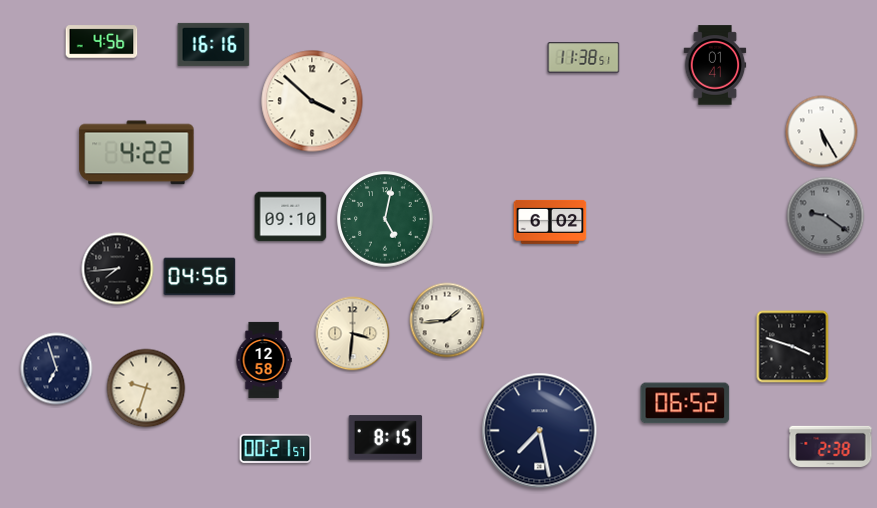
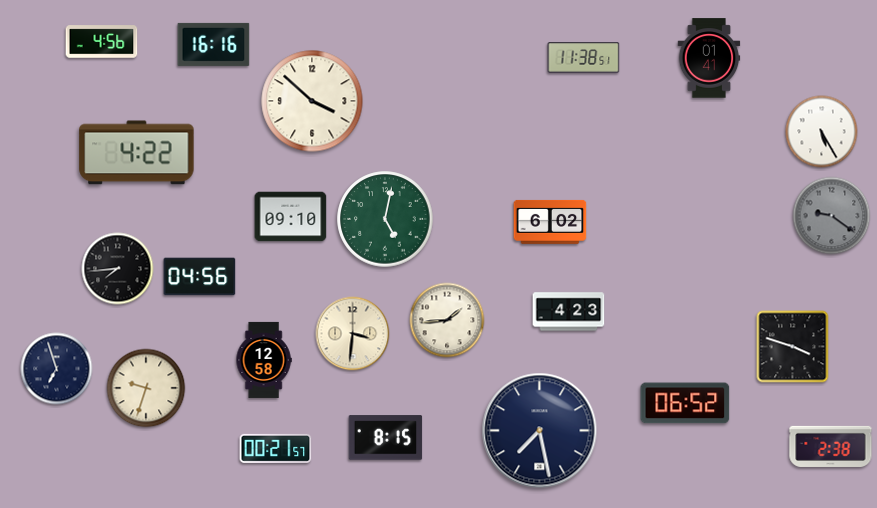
clock at (715, 65) position: (715, 65) -> (709, 58)
clock at (826, 216) position: (826, 216) -> (832, 216)
clock at (569, 312): none -> 4:23
